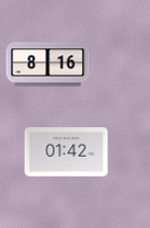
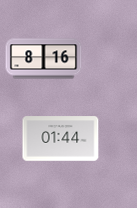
clock at (67, 152): 01:42 -> 01:44
